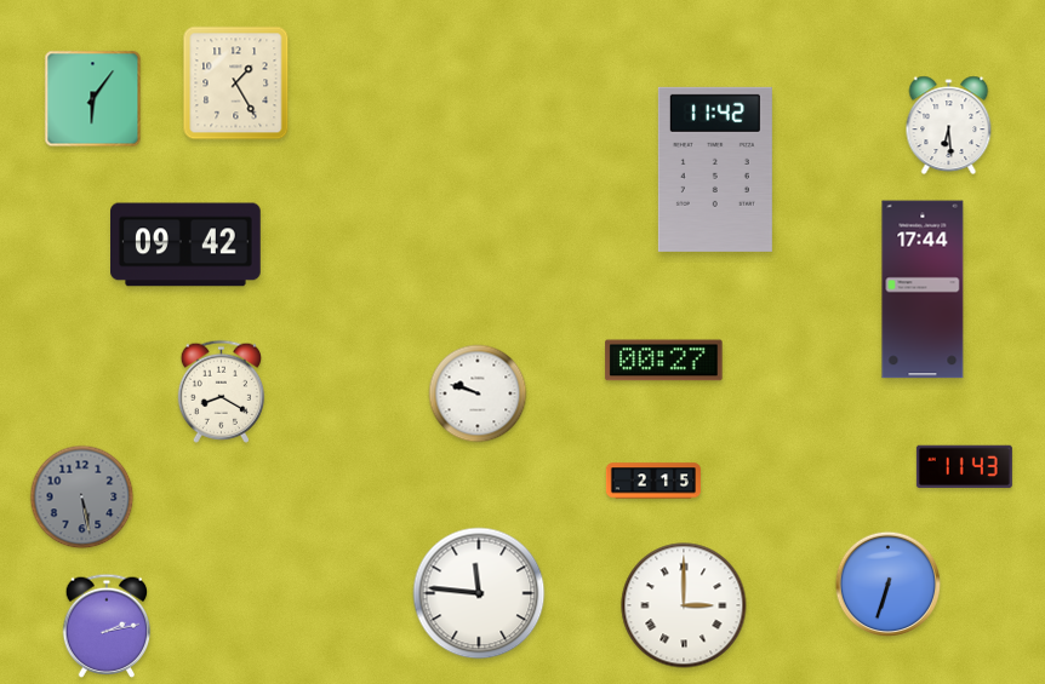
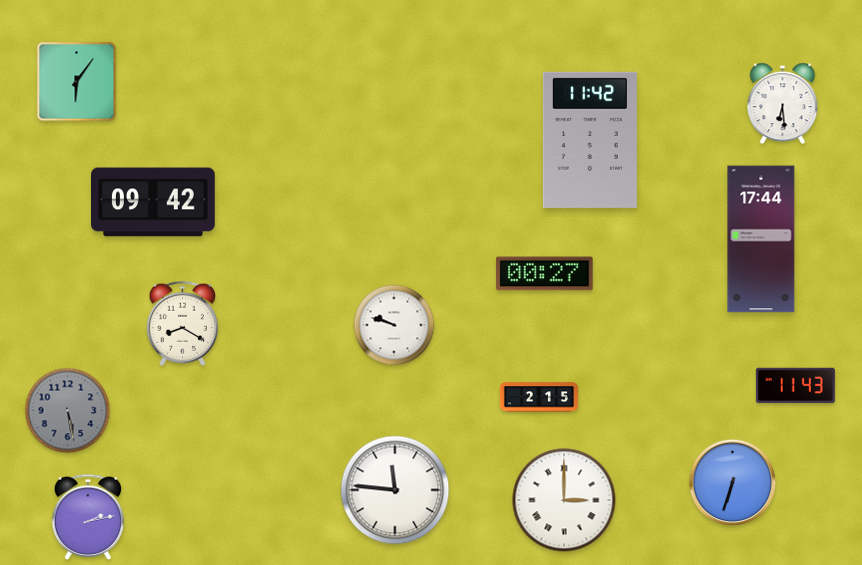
clock at (236, 84): 1:25 -> none
clock at (664, 361) position: (664, 361) -> (545, 274)
